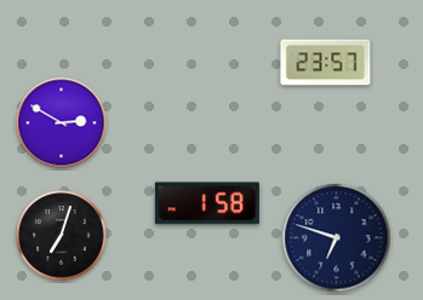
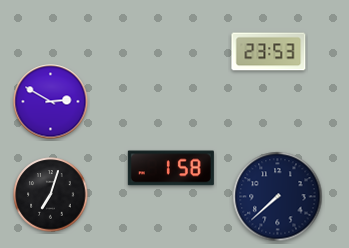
clock at (326, 63): 23:57 -> 23:53
clock at (337, 238): 6:48 -> 7:38
